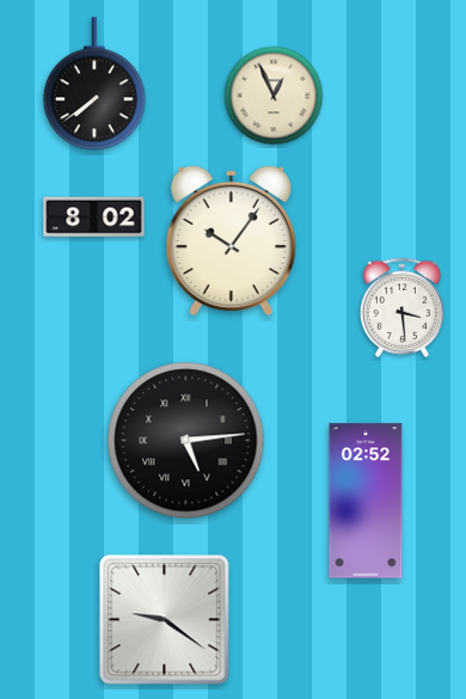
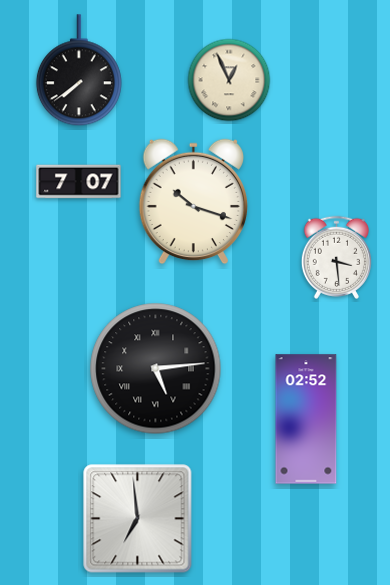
clock at (94, 217): 8:02 -> 7:07
clock at (231, 241): 10:06 -> 10:18
clock at (165, 620): 9:21 -> 6:59
